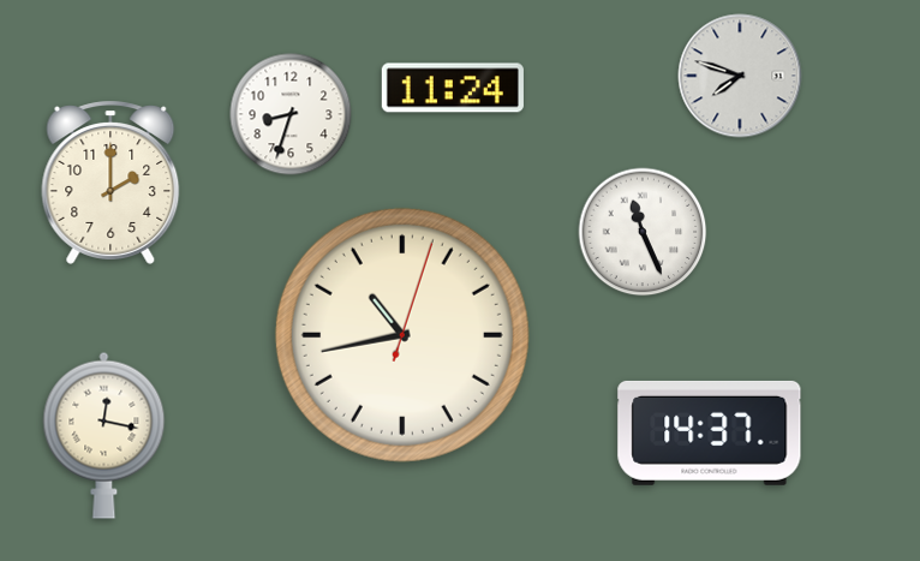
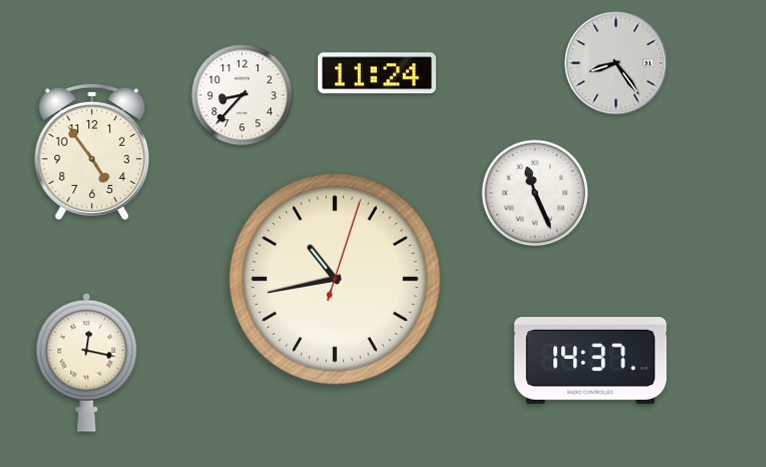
clock at (740, 76): 7:48 -> 8:24
clock at (291, 114): 8:33 -> 8:37
clock at (110, 183): 2:00 -> 4:54
